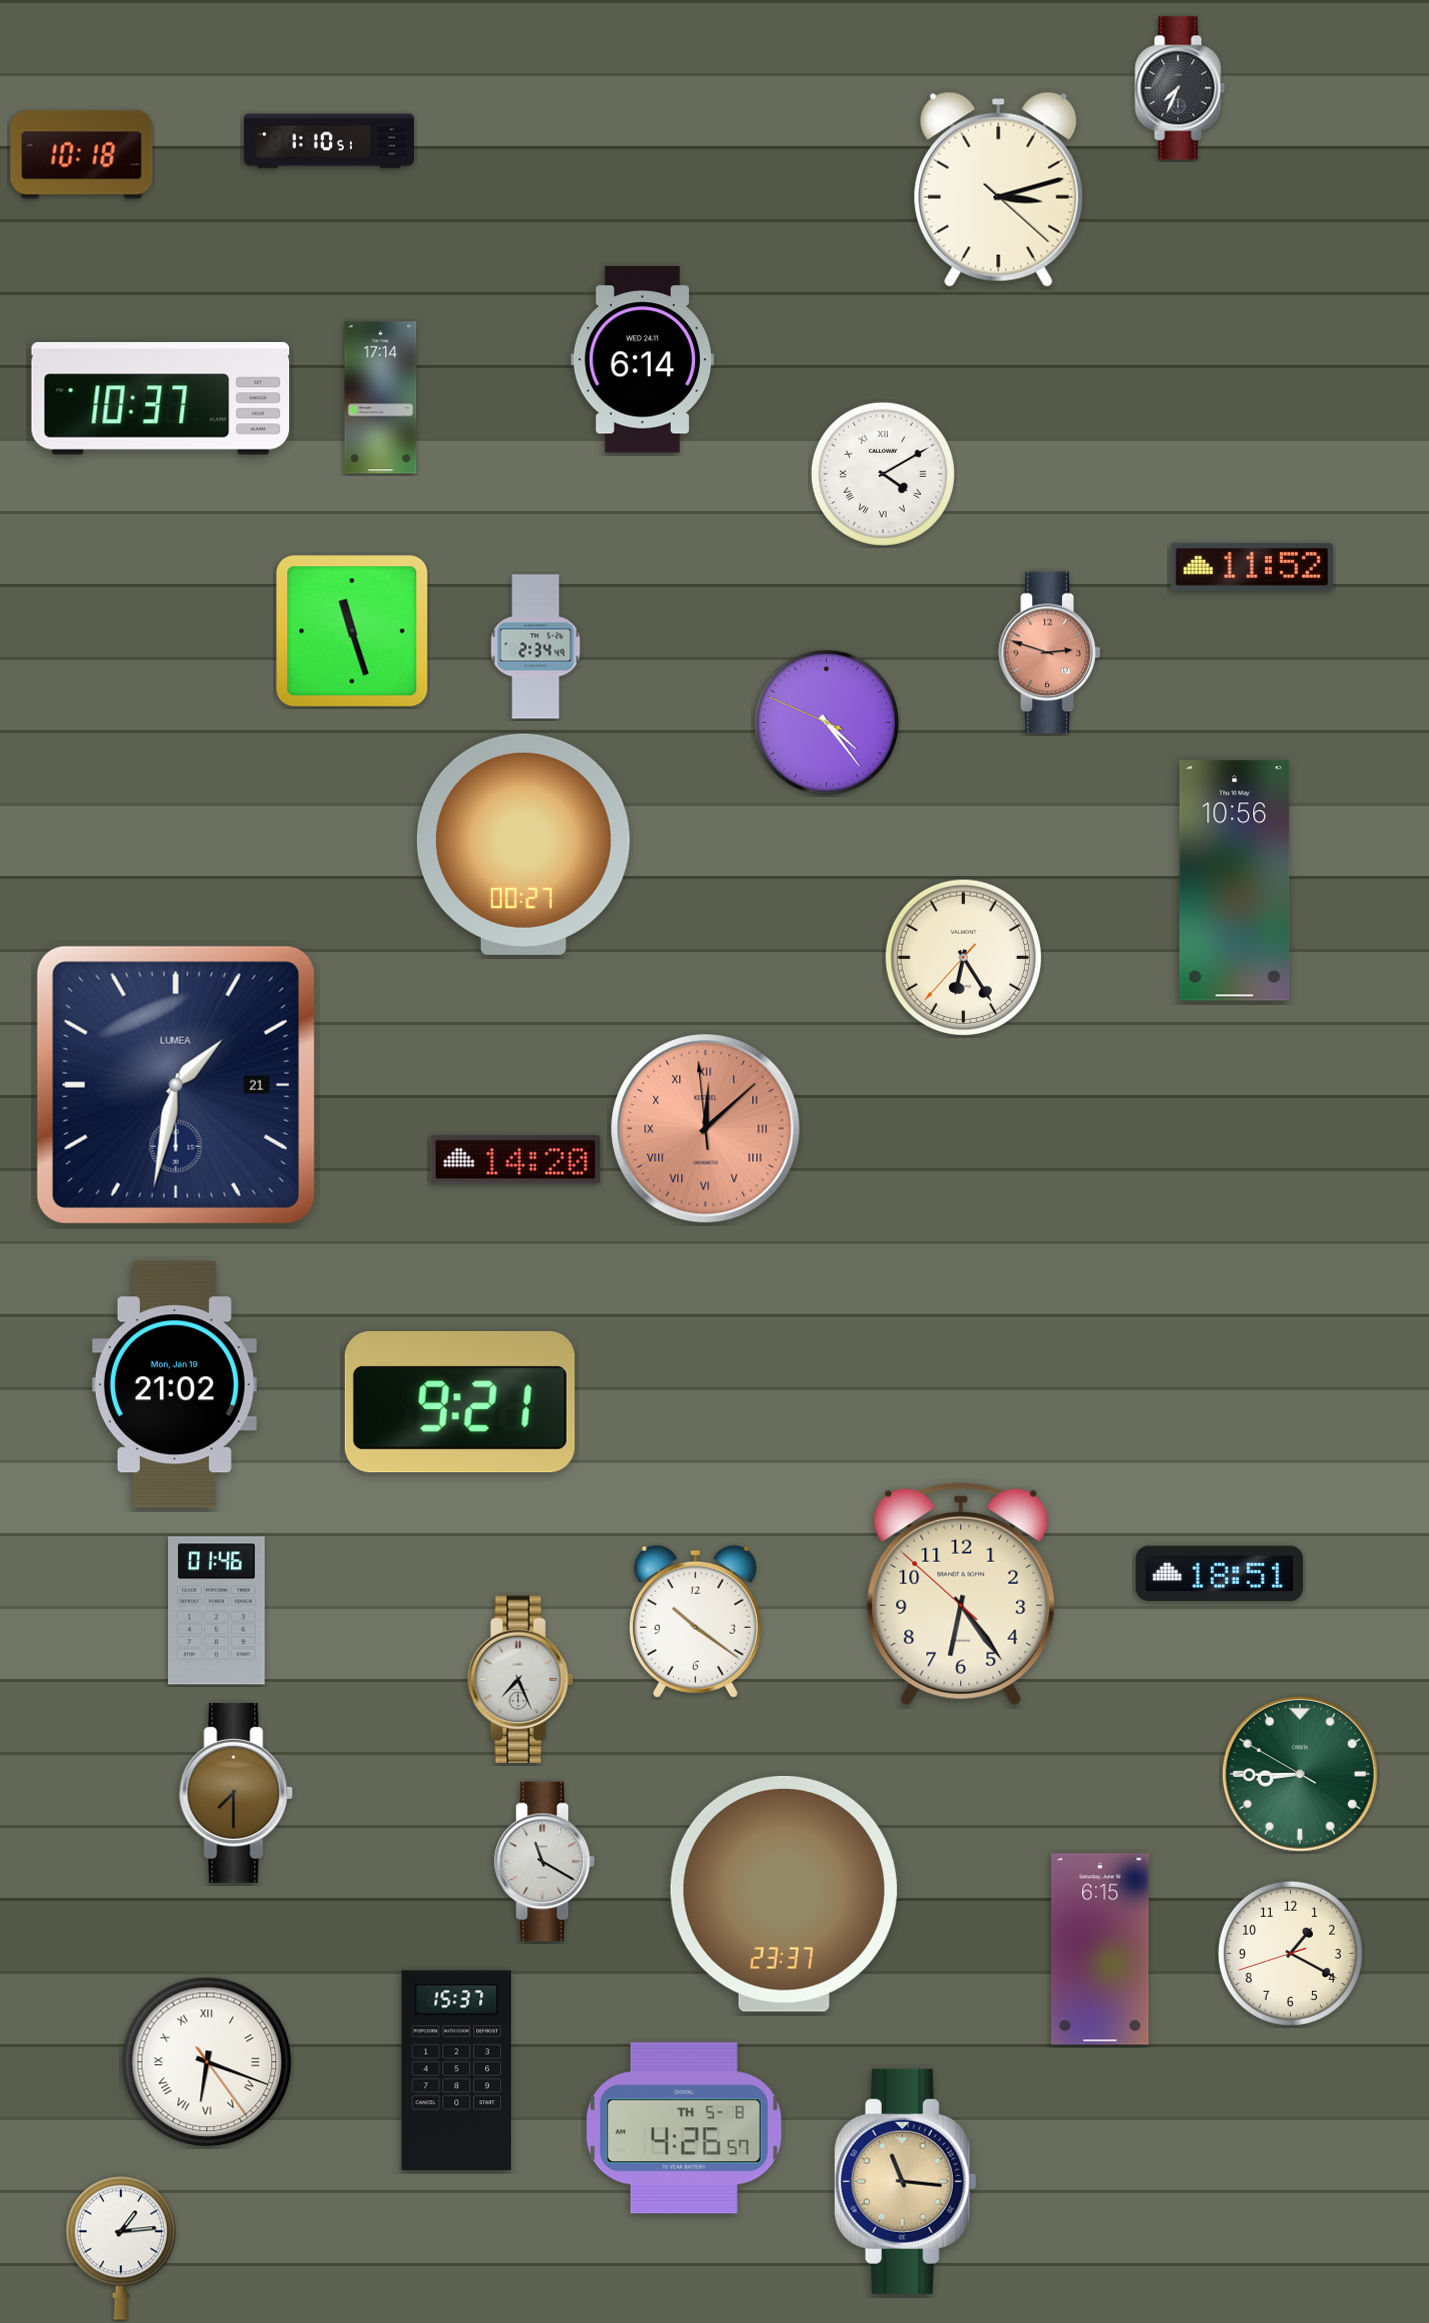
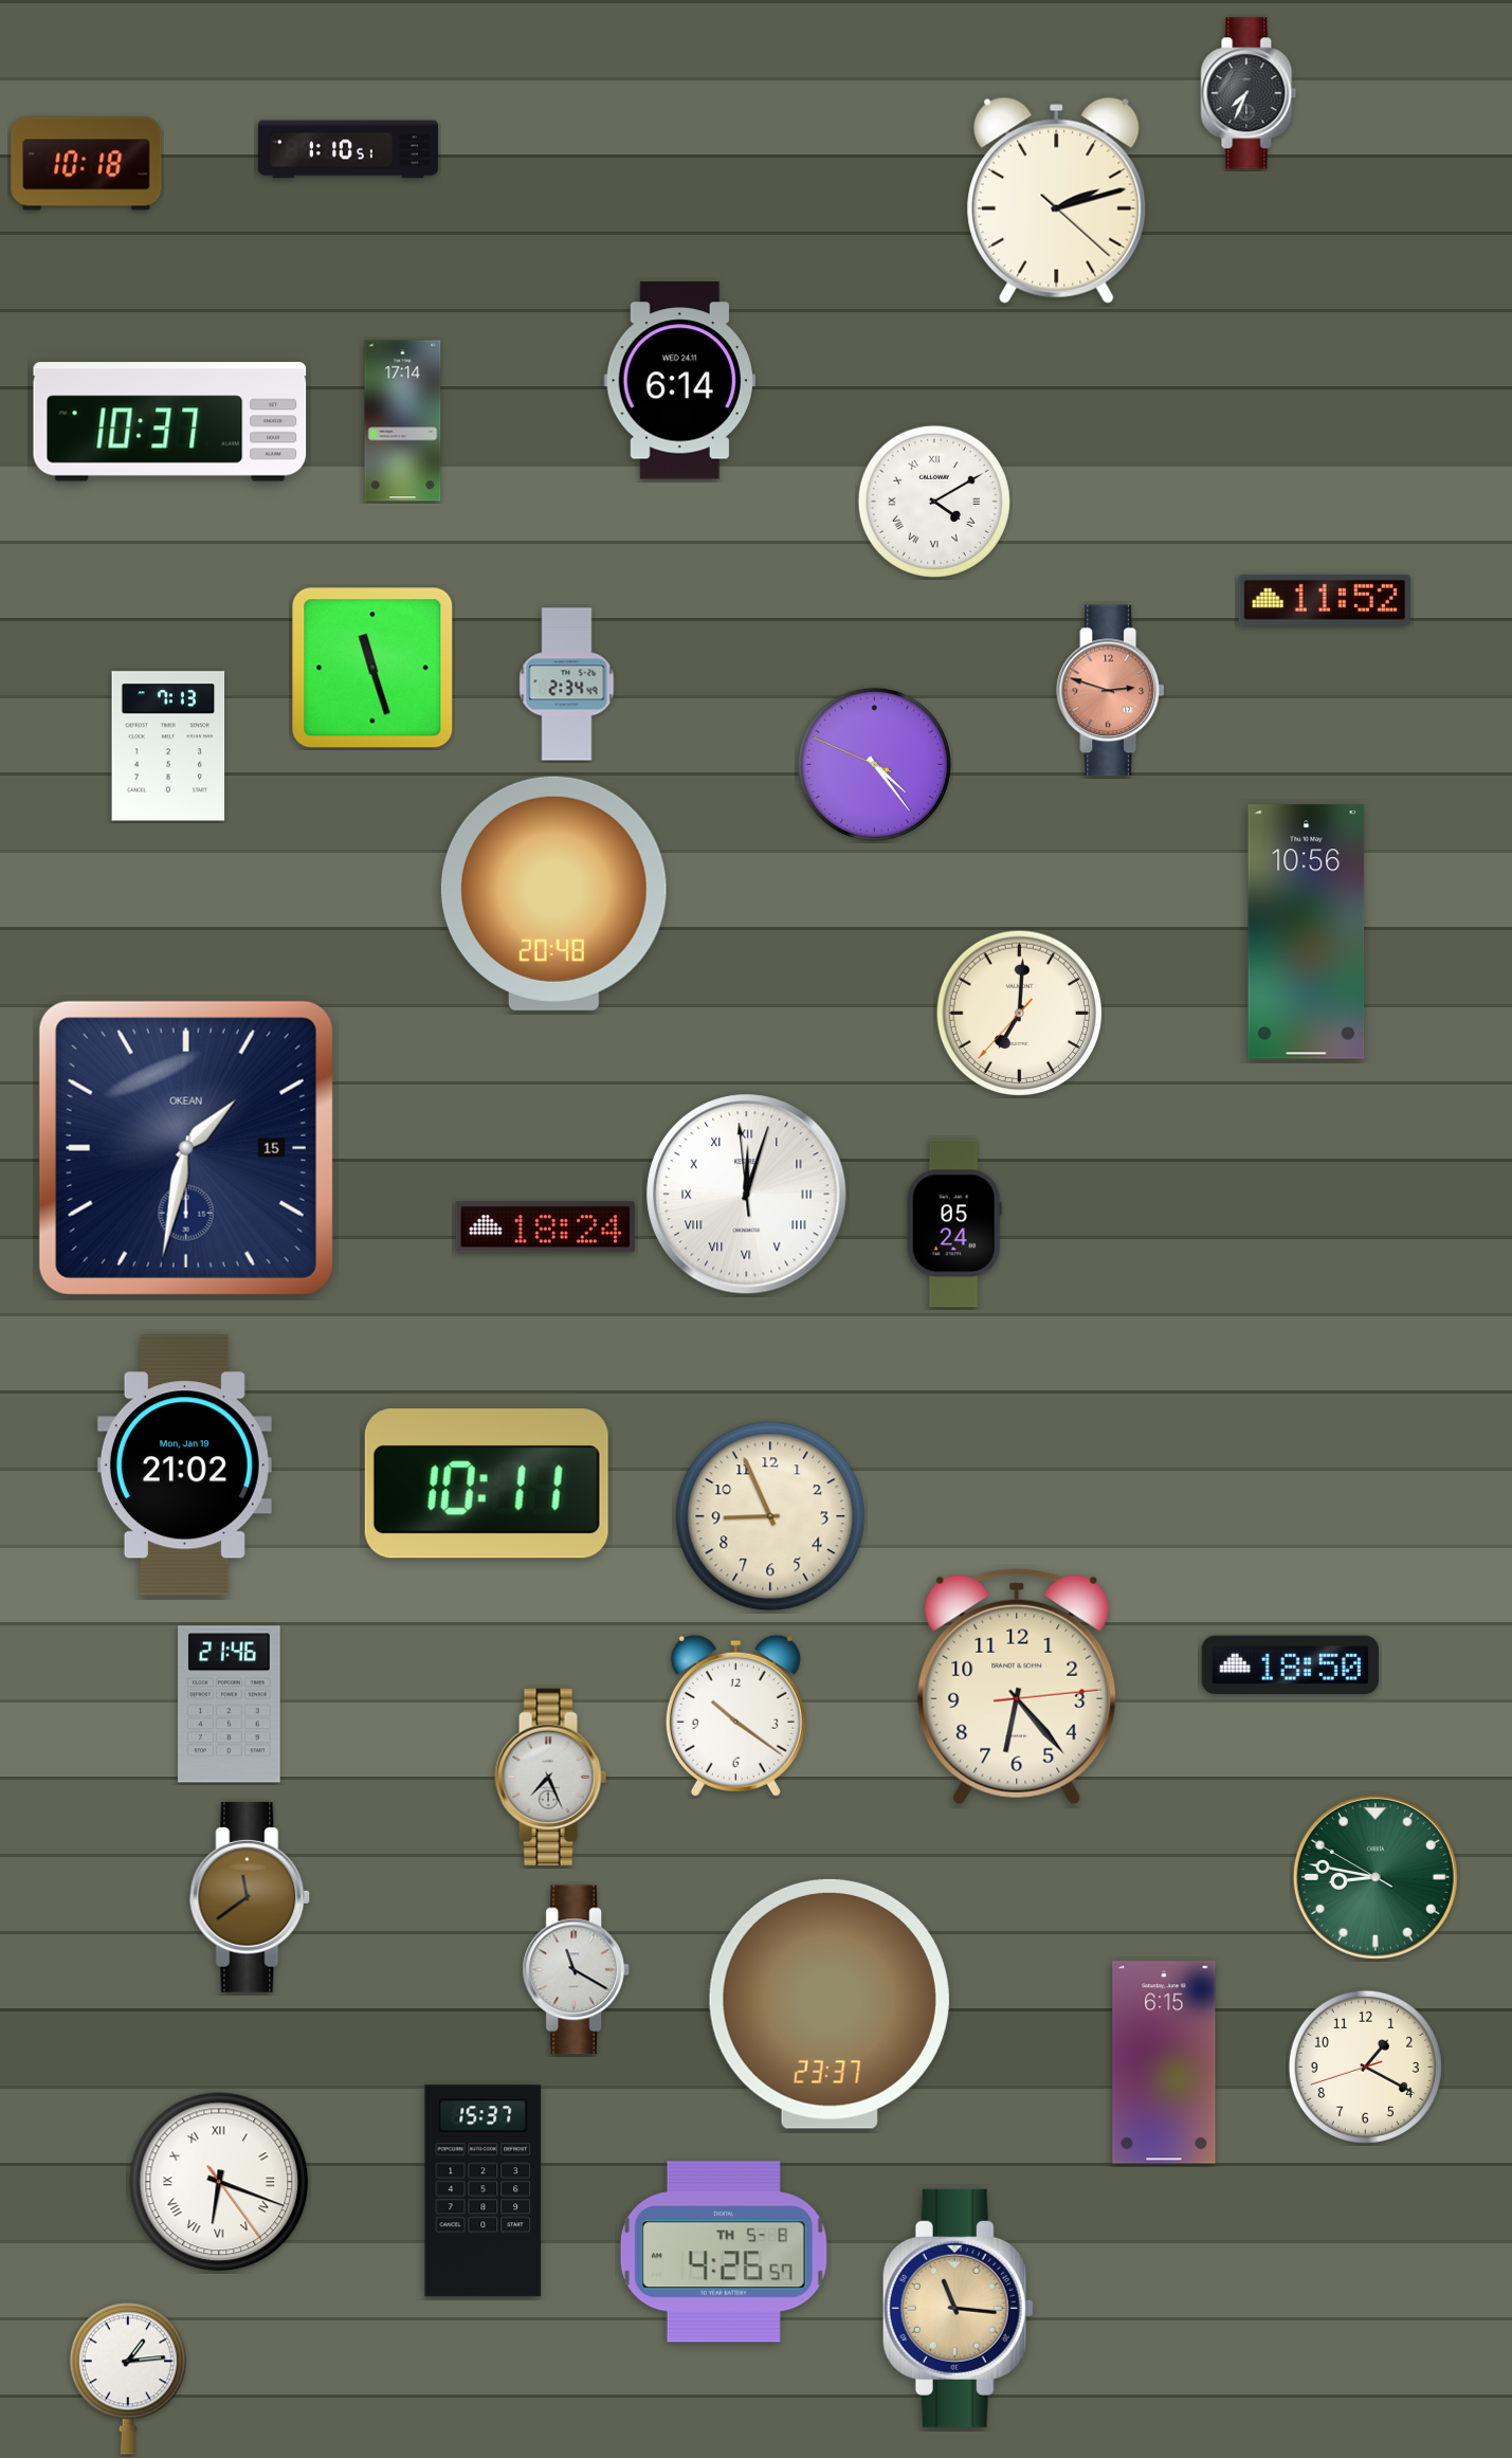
clock at (999, 189): 3:12 -> 2:12
clock at (168, 746): none -> 7:13
clock at (523, 844): 00:27 -> 20:48
clock at (964, 958): 6:24 -> 7:00
clock at (176, 1085) date: 21 -> 15
clock at (176, 1085) brand: LUMEA -> OKEAN
clock at (706, 1129): 12:07 -> 12:02
clock at (706, 1129) dial: salmon -> white
clock at (954, 1223): none -> 05:24
clock at (515, 1160): 14:20 -> 18:24
clock at (460, 1402): 9:21 -> 10:11
clock at (770, 1516): none -> 8:56
clock at (1219, 1573): 18:51 -> 18:50
clock at (961, 1594): 6:23:52 -> 6:23:14
clock at (217, 1611): 01:46 -> 21:46
clock at (1300, 1774): 8:44 -> 8:46
clock at (236, 1793): 7:30 -> 11:39
